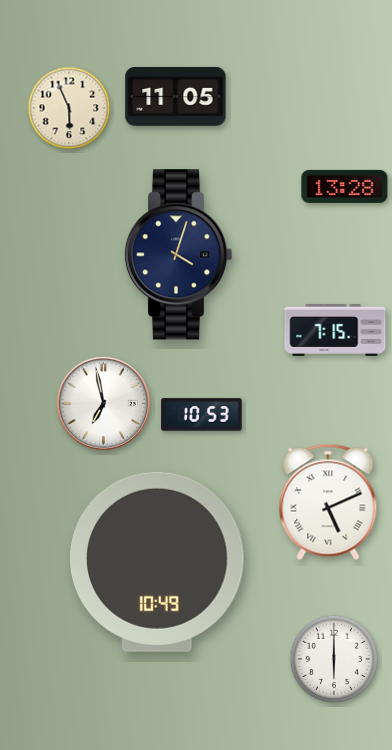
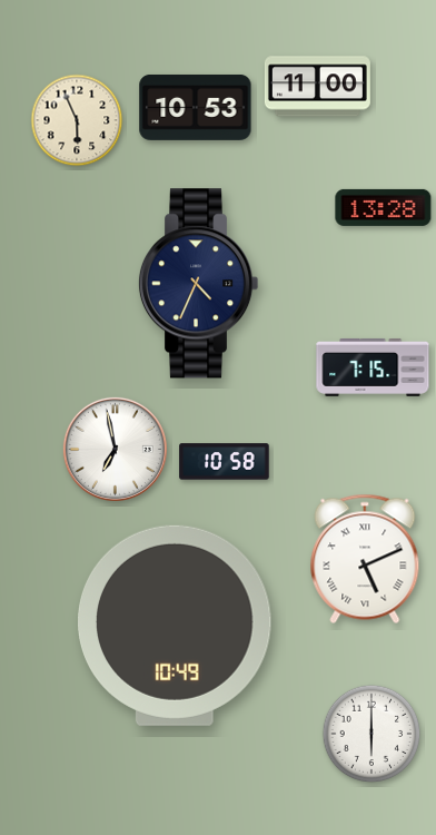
clock at (317, 87): none -> 11:00
clock at (176, 96): 11:05 -> 10:53
clock at (178, 255): 4:03 -> 4:34
clock at (202, 415): 10:53 -> 10:58
